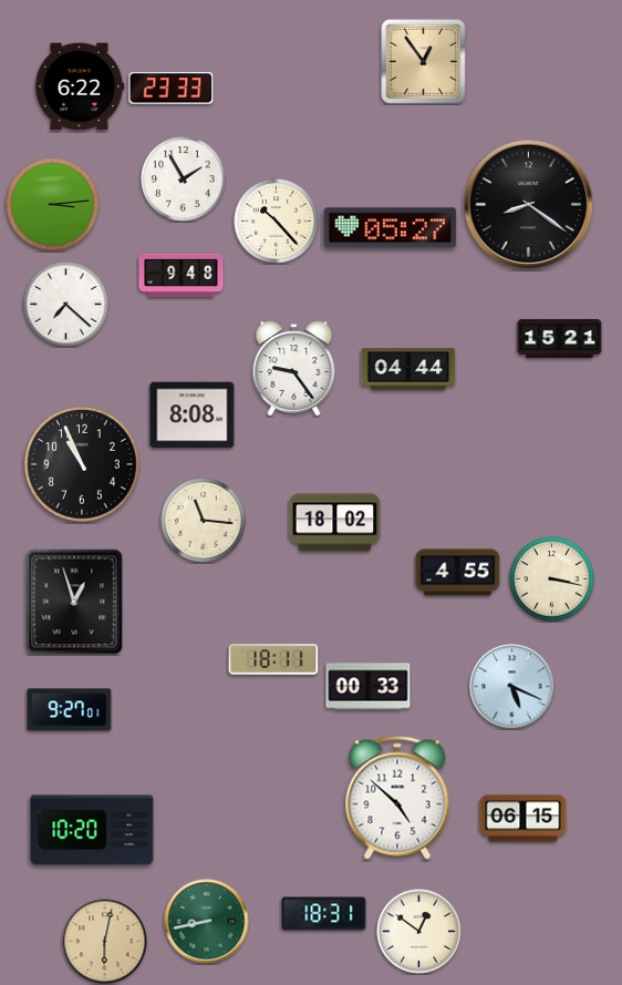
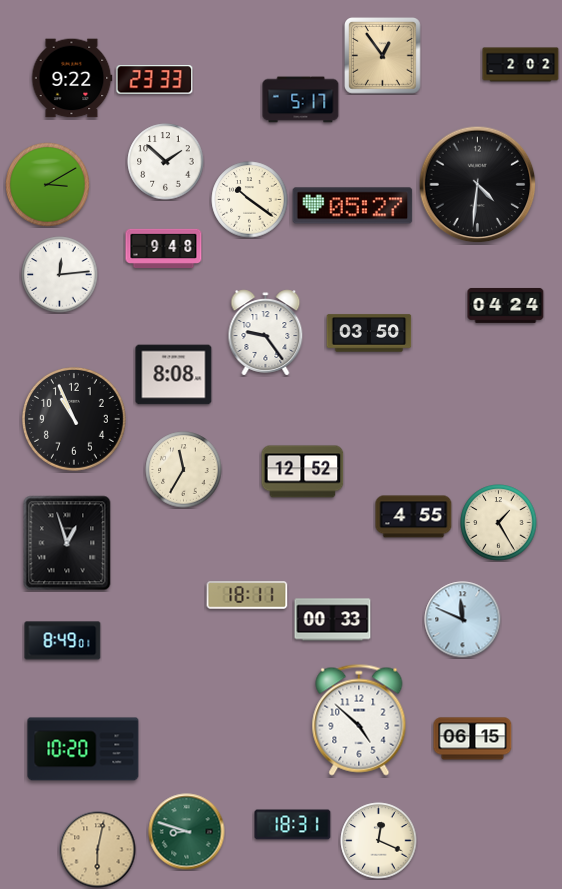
clock at (521, 65): none -> 2:02
clock at (80, 86): 6:22 -> 9:22
clock at (301, 100): none -> 5:17
clock at (184, 179): 1:55 -> 1:52
clock at (53, 205): 3:14 -> 3:10
clock at (529, 205): 8:21 -> 4:31
clock at (277, 222): 10:23 -> 10:21
clock at (66, 305): 7:22 -> 12:14
clock at (560, 338): 15:21 -> 04:24
clock at (408, 369): 04:44 -> 03:50
clock at (204, 521): 11:16 -> 11:35
clock at (335, 523): 18:02 -> 12:52
clock at (552, 579): 3:17 -> 1:25
clock at (512, 687): 5:19 -> 11:49
clock at (70, 710): 9:27 -> 8:49
clock at (207, 922): 8:43 -> 8:48
clock at (419, 932): 12:51 -> 12:19
clock at (105, 942) position: (105, 942) -> (98, 850)
